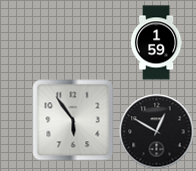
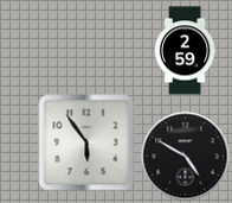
clock at (156, 43): 1:59 -> 2:59
clock at (157, 132): 12:50 -> 4:50
